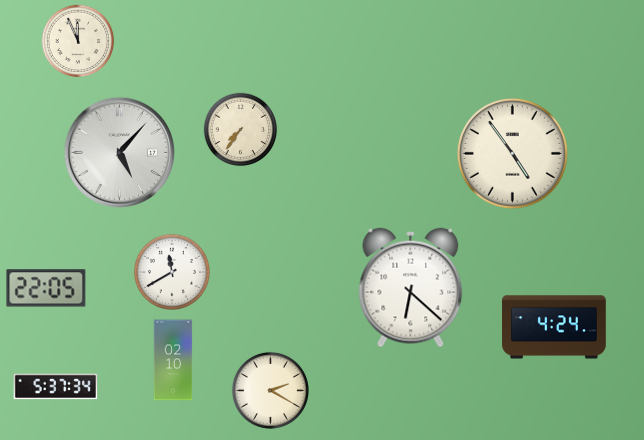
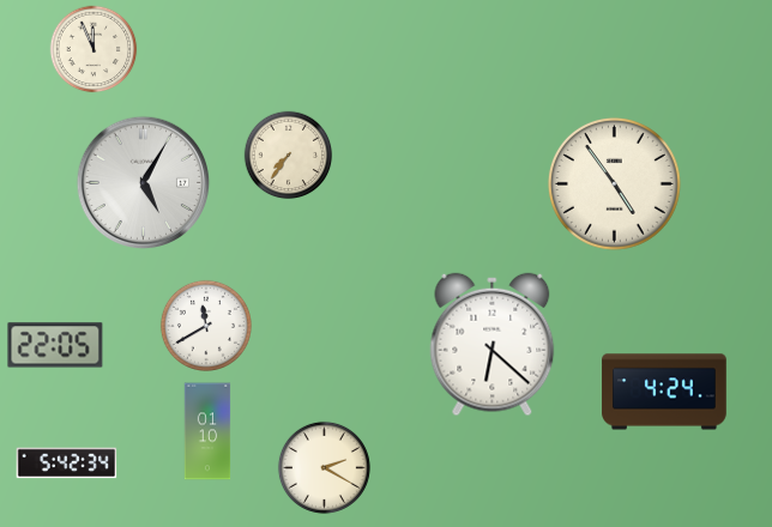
clock at (120, 153): 5:07 -> 5:05
clock at (173, 360): 02:10 -> 01:10
clock at (56, 387): 5:37 -> 5:42
